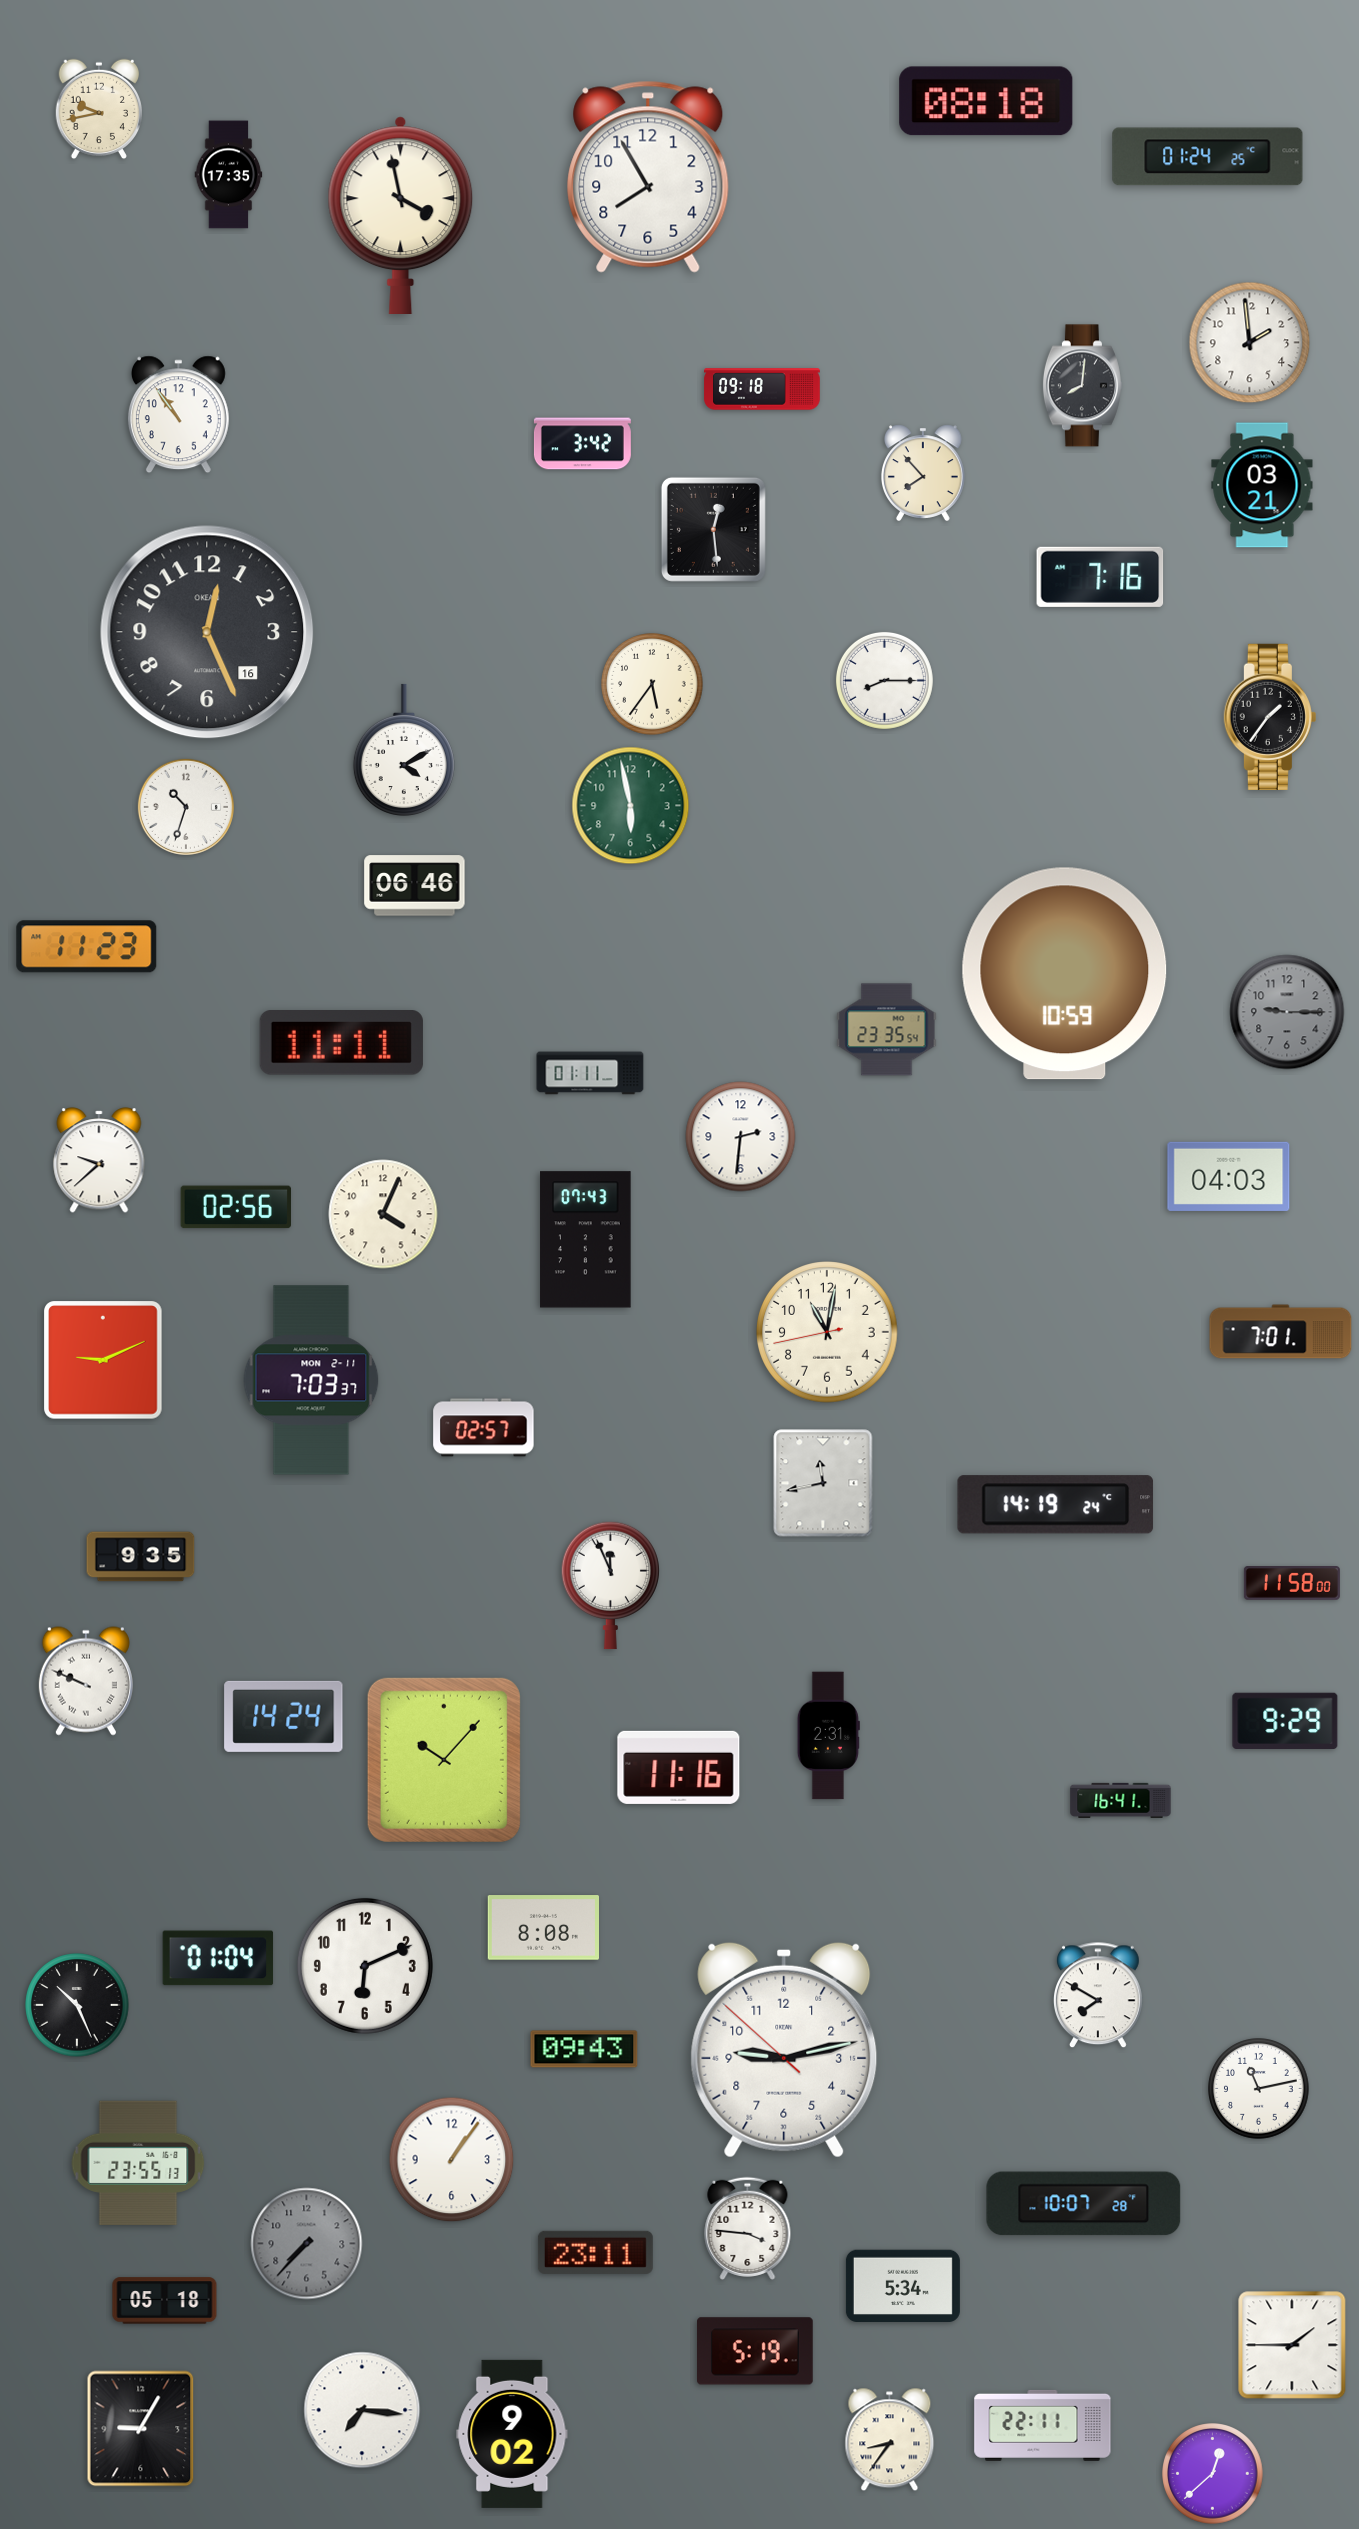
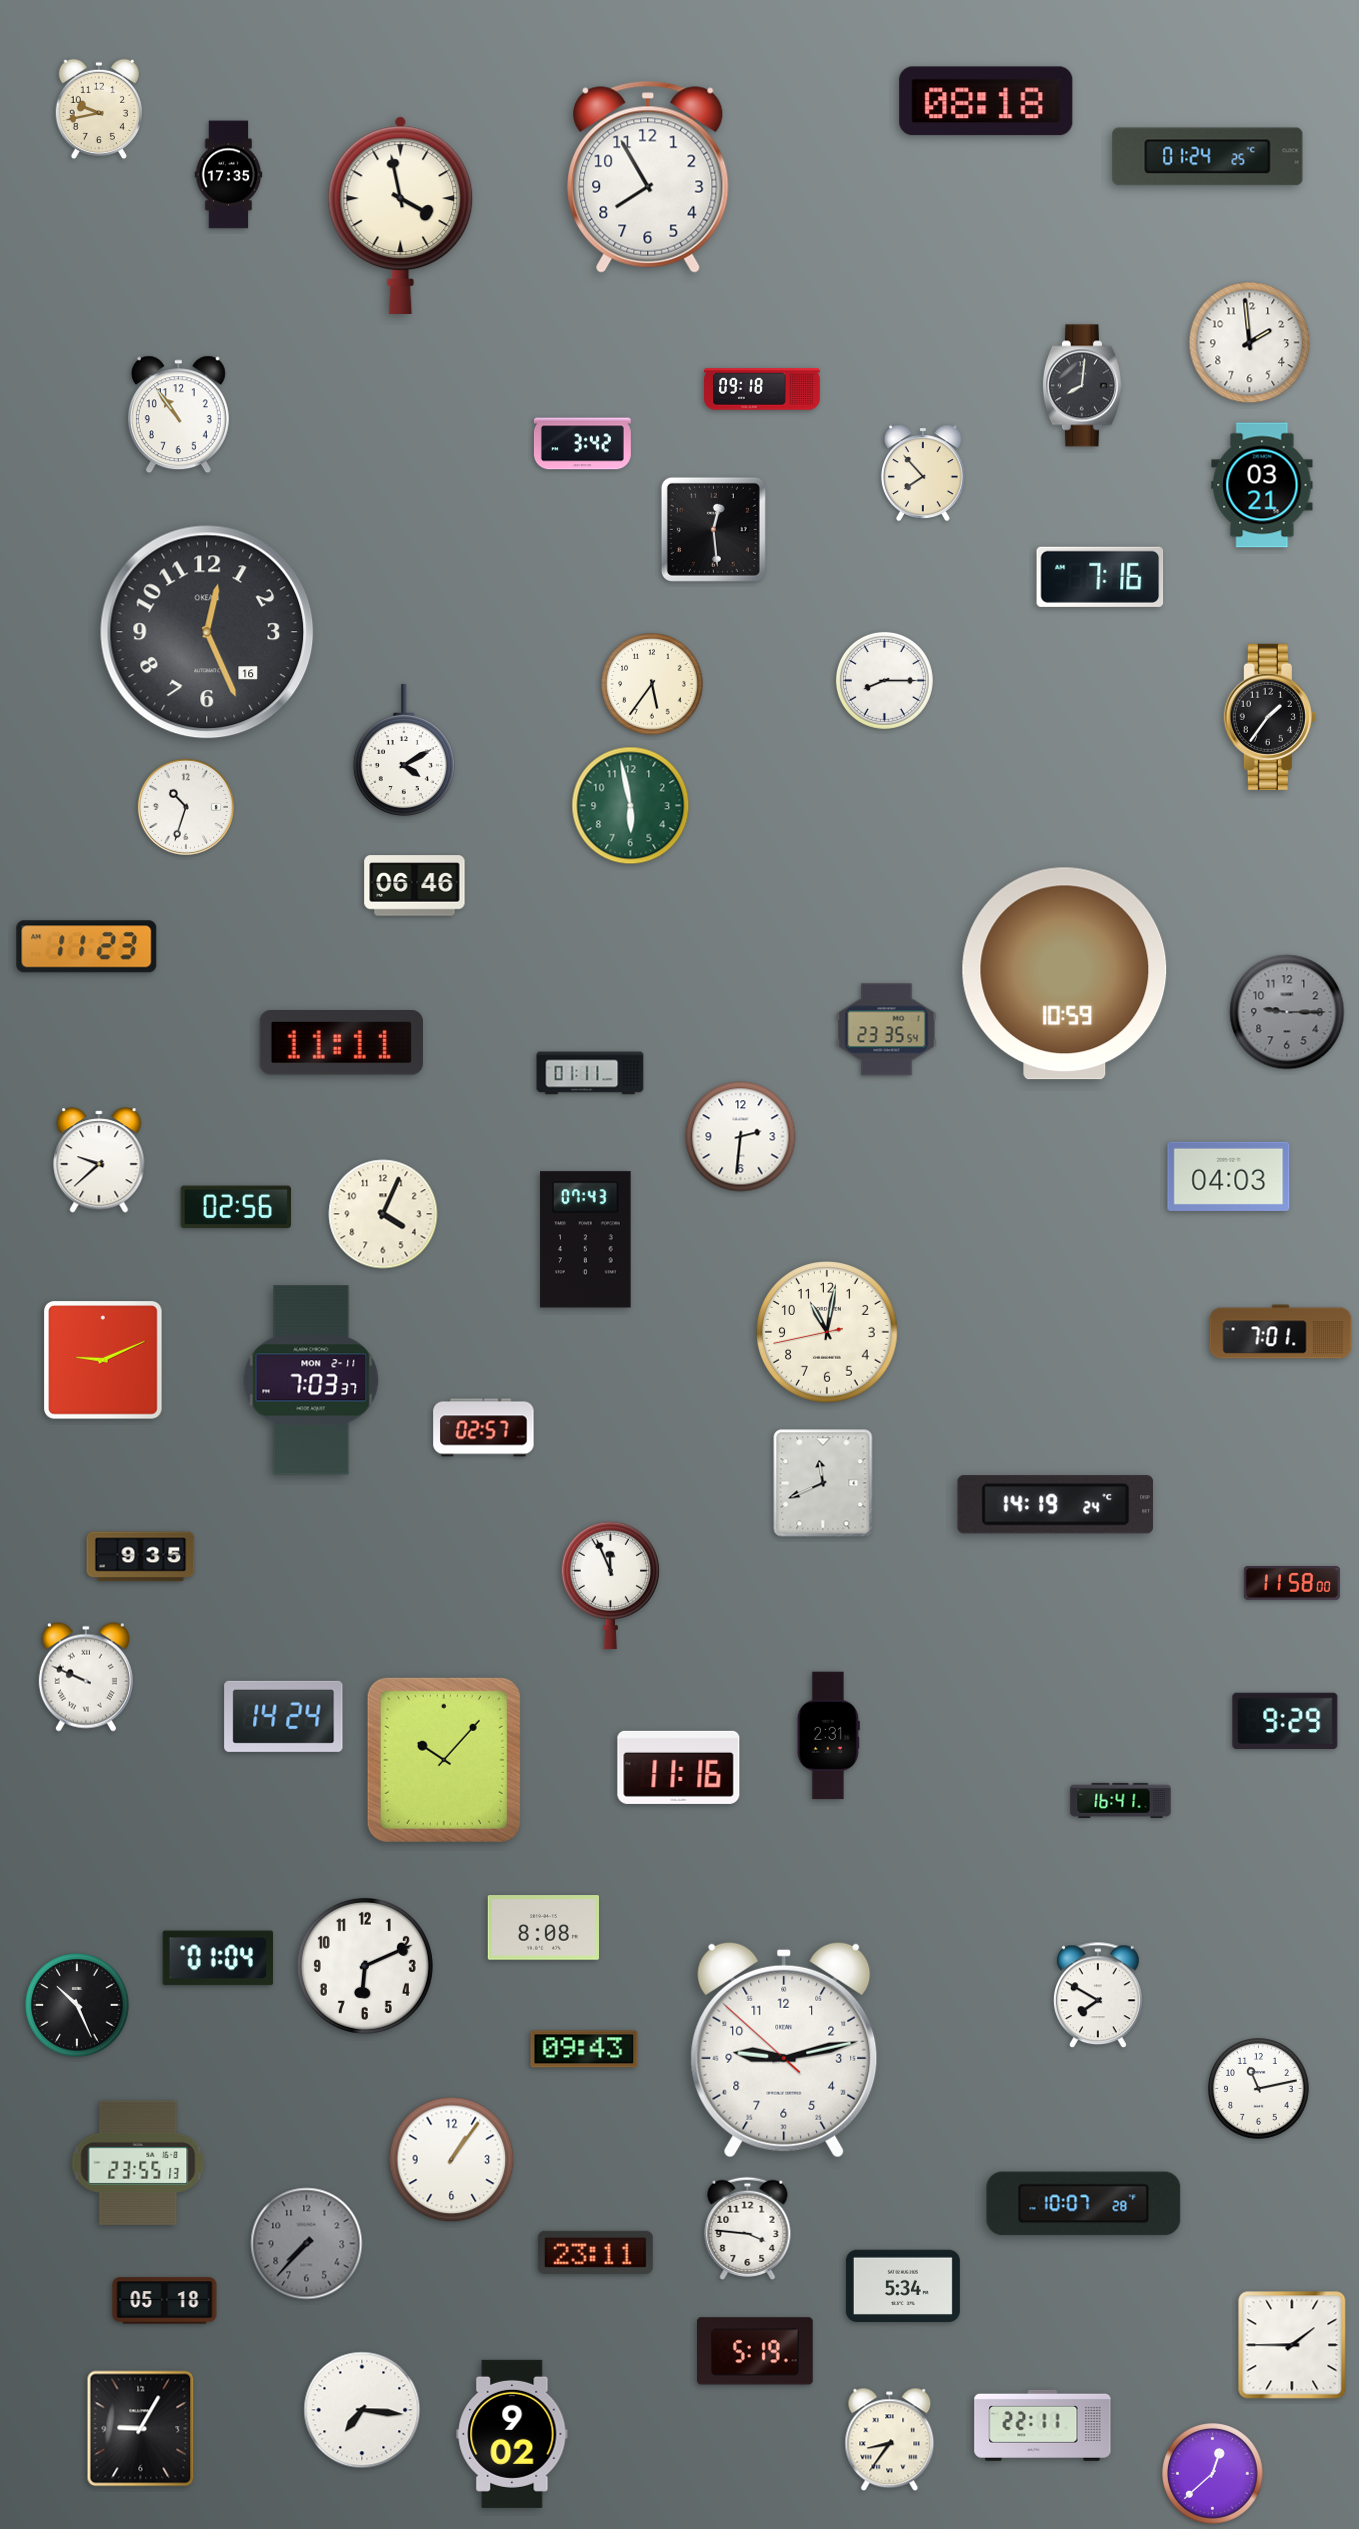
clock at (823, 1483): 11:43 -> 11:41
clock at (86, 1681) position: (86, 1681) -> (86, 1677)
